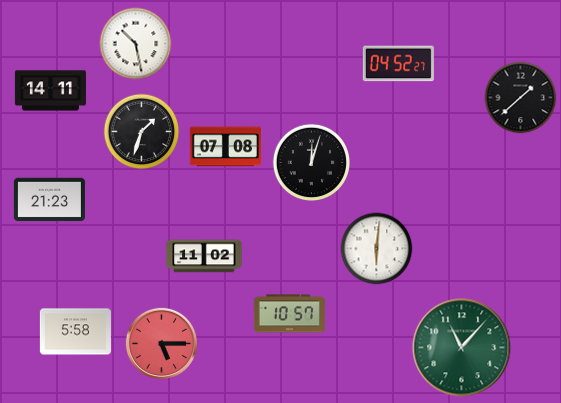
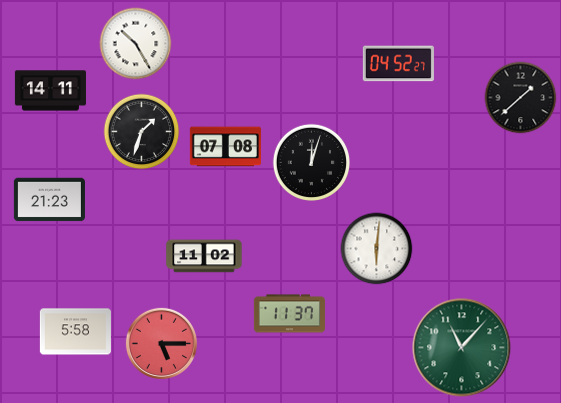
clock at (136, 44): 10:28 -> 10:25
clock at (289, 314): 10:57 -> 11:37
